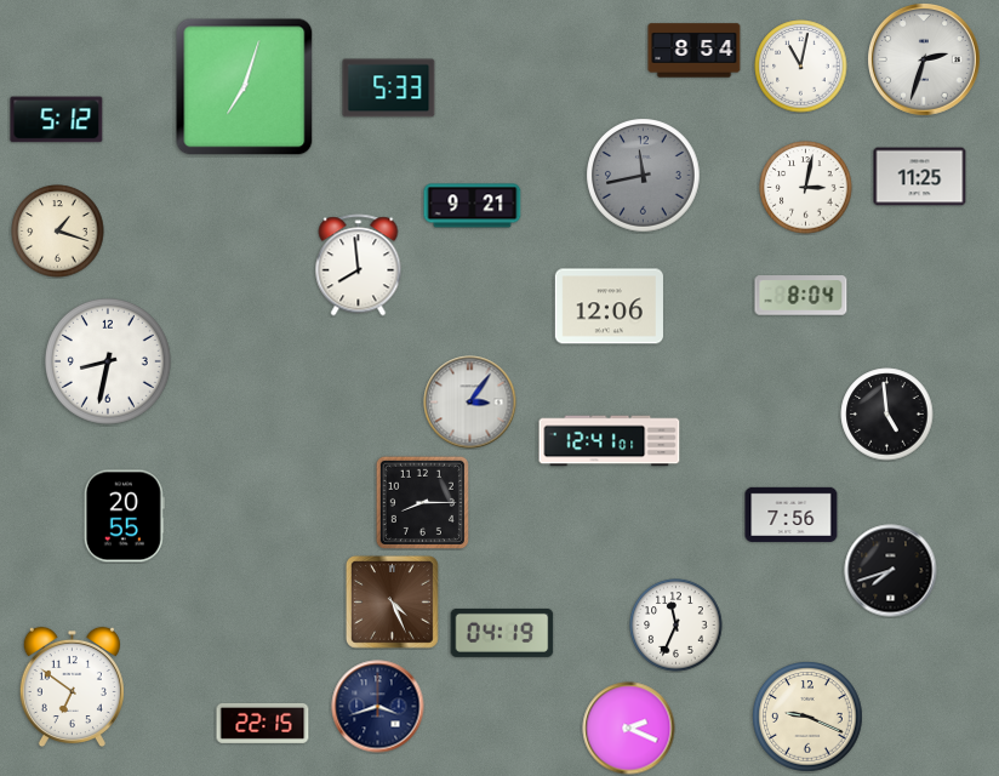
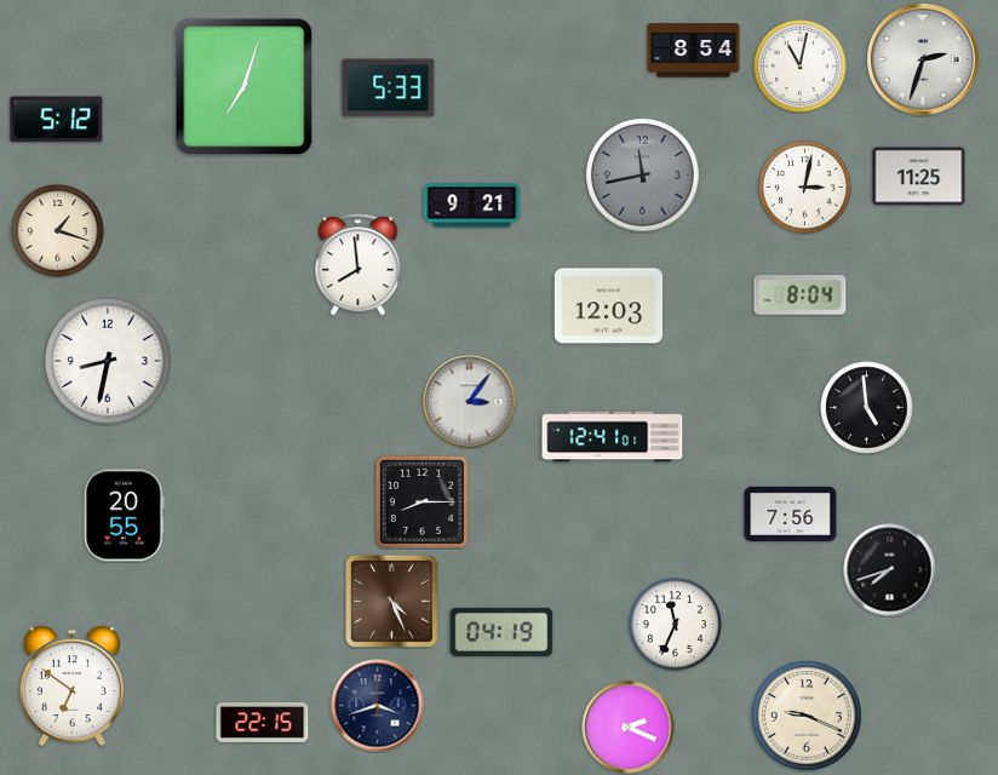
clock at (609, 307): 12:06 -> 12:03
clock at (887, 415) position: (887, 415) -> (867, 408)
clock at (610, 441) position: (610, 441) -> (613, 437)
